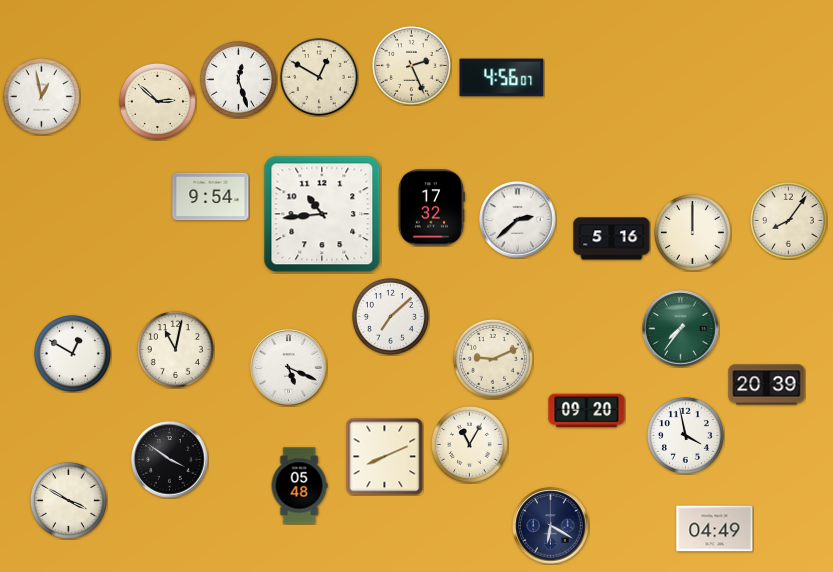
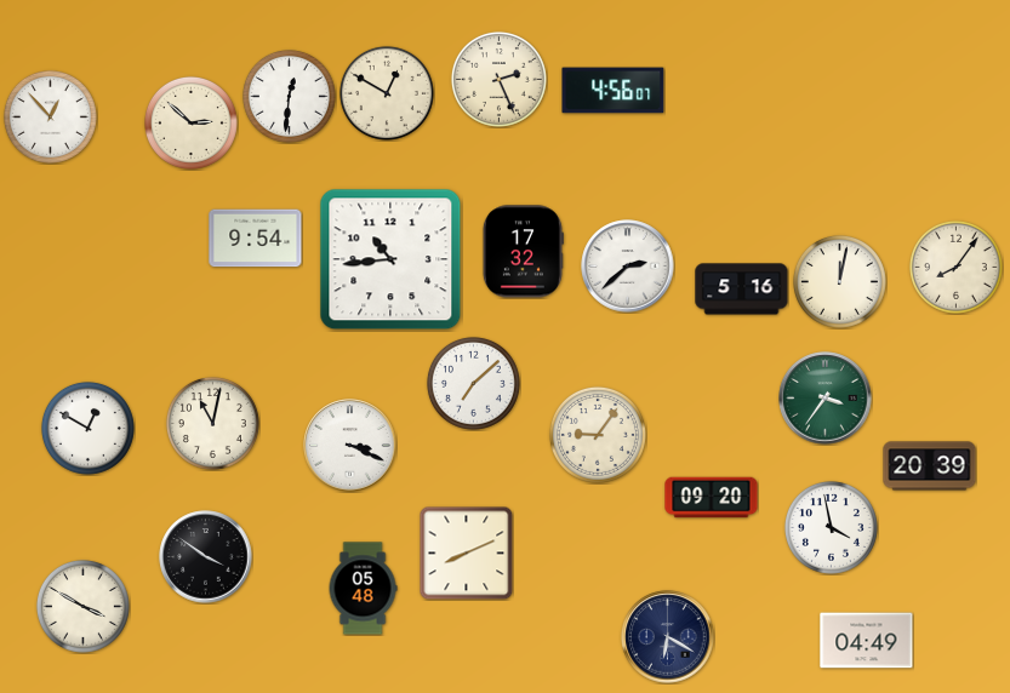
clock at (502, 78) position: (502, 78) -> (614, 91)
clock at (238, 79): 12:27 -> 12:31
clock at (41, 96): 12:58 -> 12:53
clock at (692, 232): 12:00 -> 12:02
clock at (681, 329): 7:36 -> 3:36
clock at (493, 359): 9:11 -> 9:06
clock at (289, 368): 5:19 -> 3:19
clock at (469, 444): 11:05 -> none
